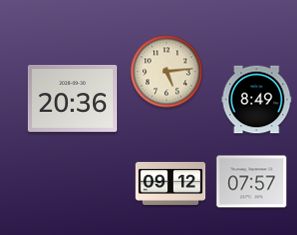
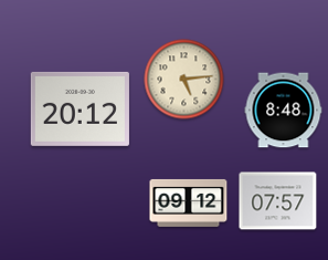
clock at (72, 98): 20:36 -> 20:12
clock at (257, 100): 8:49 -> 8:48
